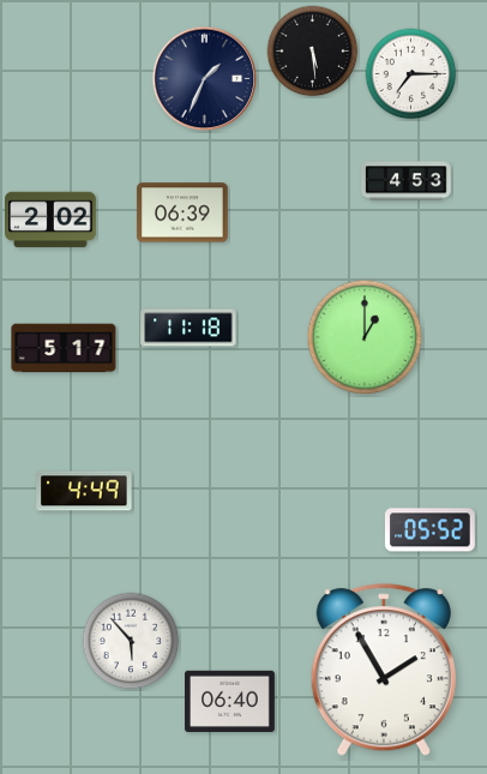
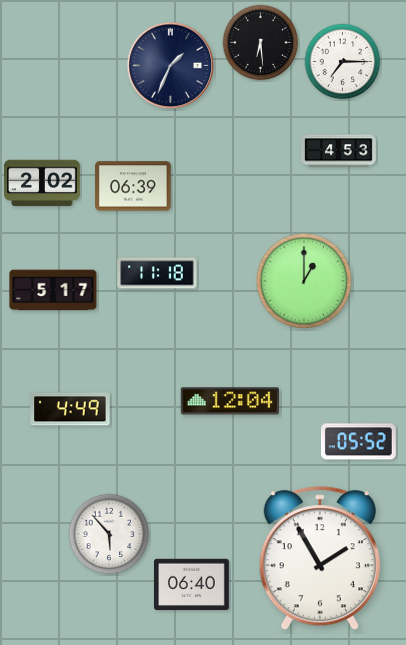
clock at (313, 52): 5:29 -> 6:29
clock at (182, 212) position: (182, 212) -> (133, 186)
clock at (229, 401): none -> 12:04
